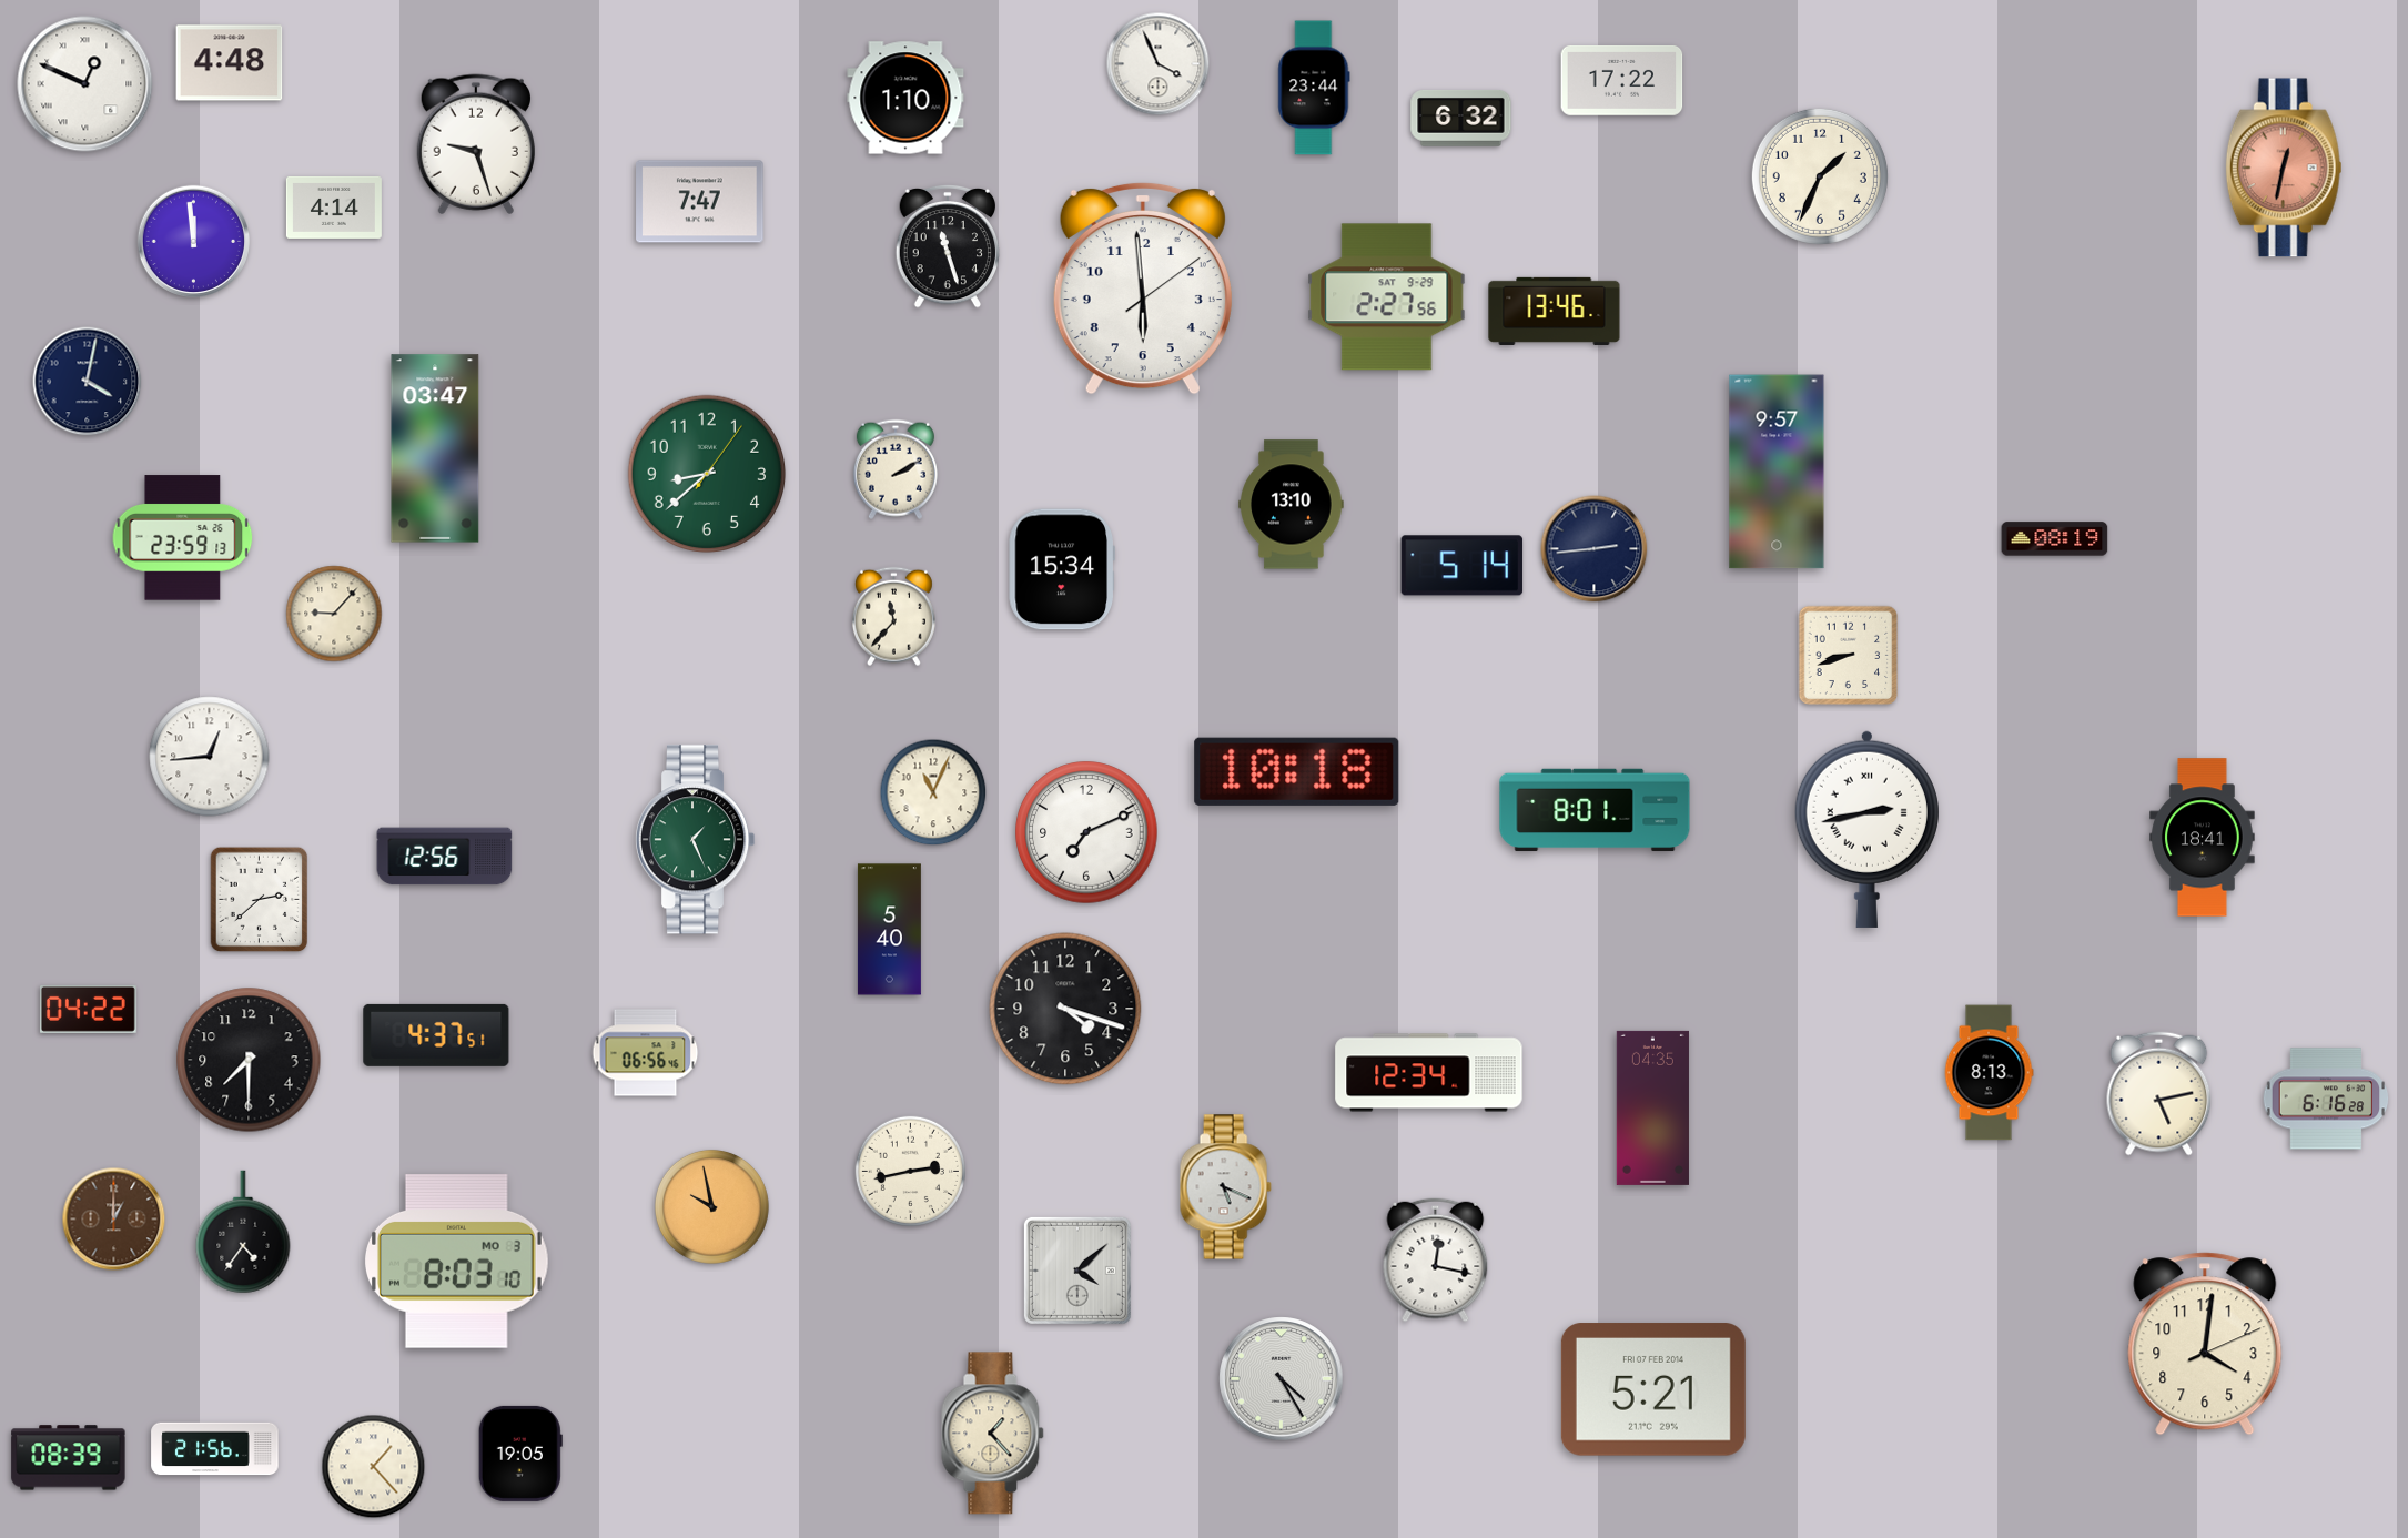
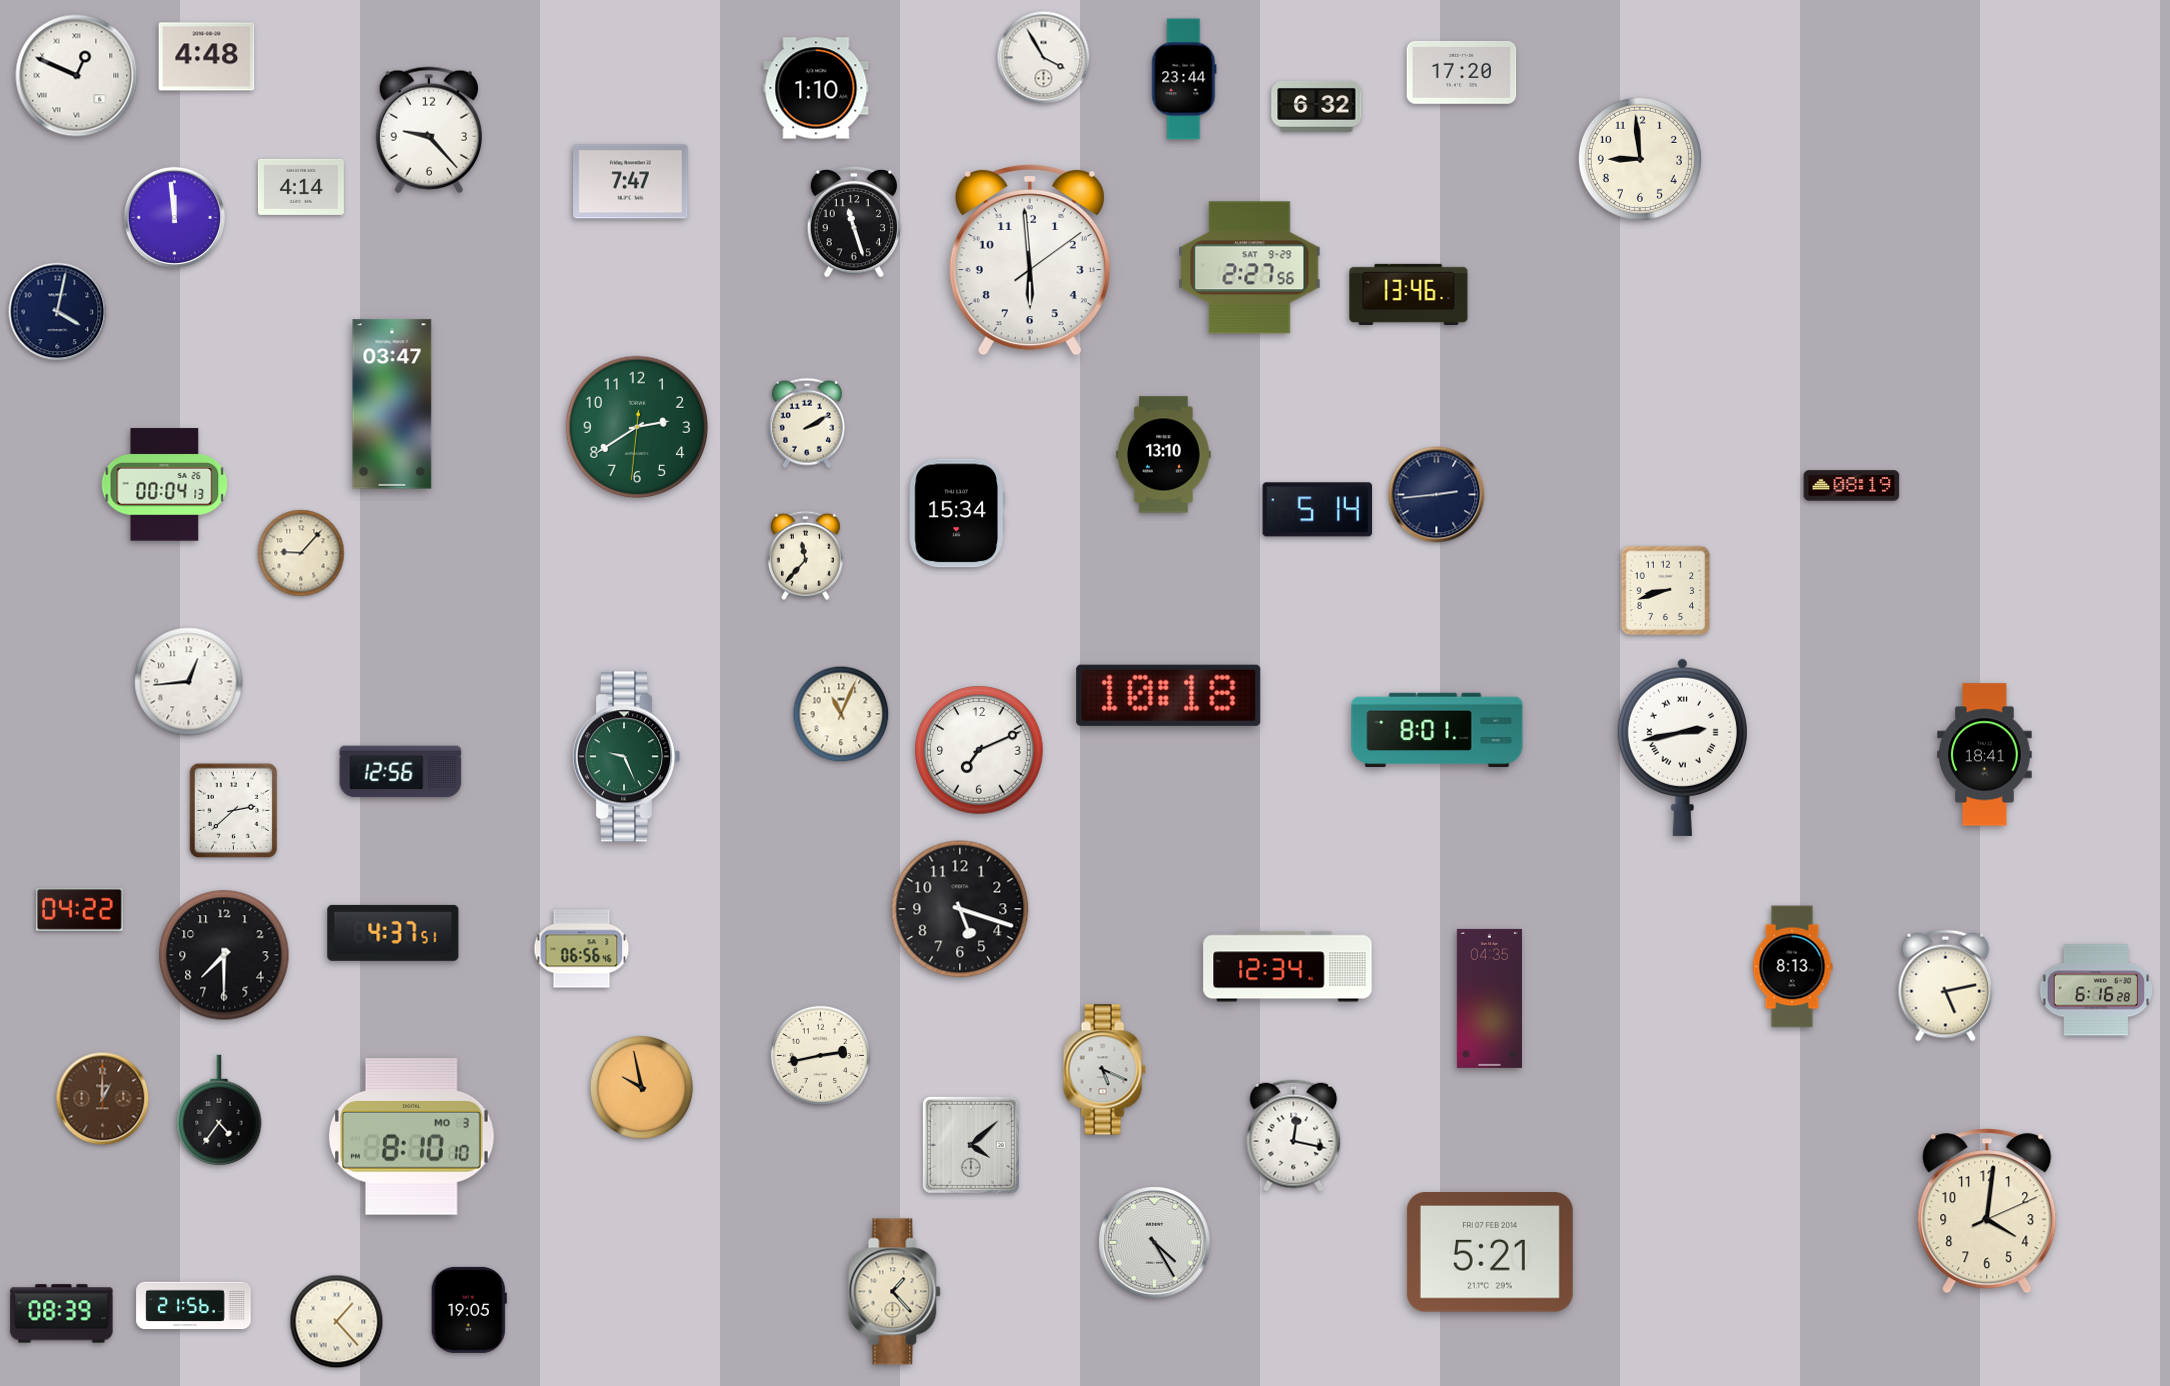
clock at (1159, 64): 3:56 -> 3:55
clock at (1622, 80): 17:22 -> 17:20
clock at (476, 144): 9:27 -> 9:23
clock at (2284, 168): 12:32 -> none
clock at (1820, 176): 1:34 -> 8:59
clock at (1555, 311) position: (1555, 311) -> (1409, 294)
clock at (88, 382) position: (88, 382) -> (58, 312)
clock at (1777, 472): 9:57 -> none
clock at (707, 474): 8:38 -> 2:39
clock at (183, 538): 23:59 -> 00:04
clock at (695, 840): 1:26 -> 9:26
clock at (889, 930): 5:40 -> none
clock at (1065, 1009): 4:18 -> 5:18
clock at (457, 1262): 8:03 -> 8:10
